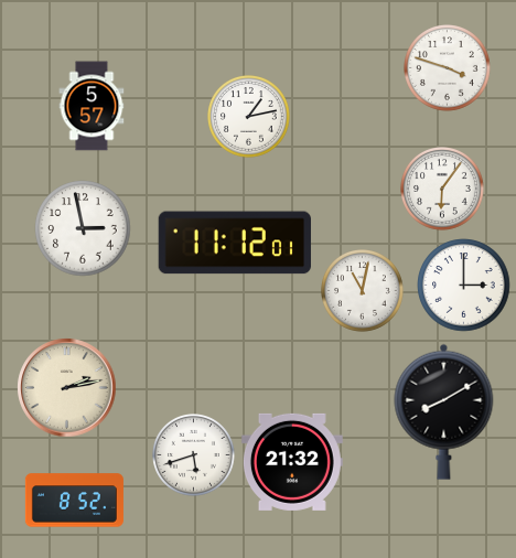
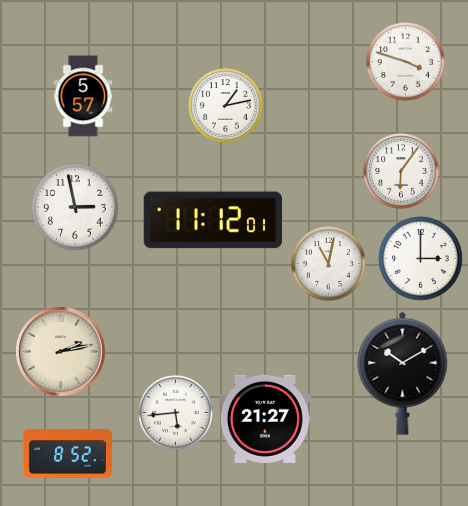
clock at (444, 411): 8:10 -> 10:10
clock at (194, 455): 5:42 -> 5:44
clock at (292, 462): 21:32 -> 21:27
